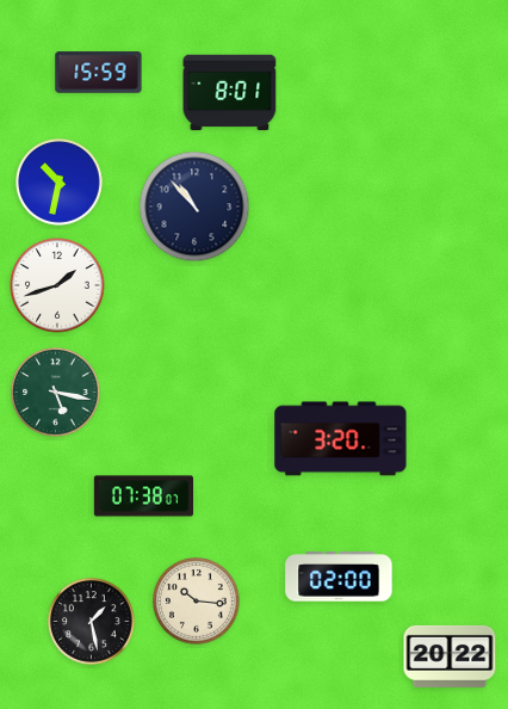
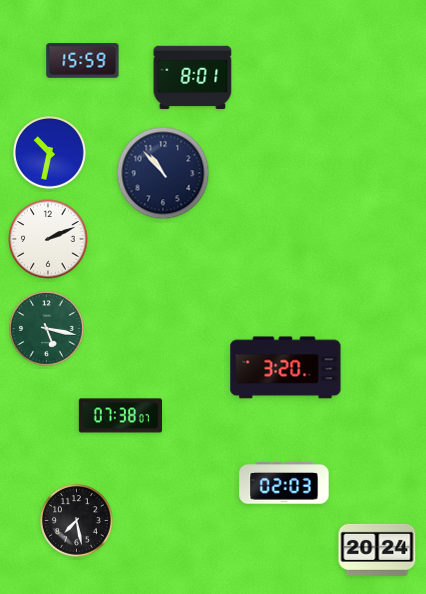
clock at (57, 285): 1:42 -> 2:11
clock at (339, 577): 02:00 -> 02:03
clock at (197, 602): 10:16 -> none
clock at (92, 622): 1:28 -> 7:28
clock at (450, 656): 20:22 -> 20:24
